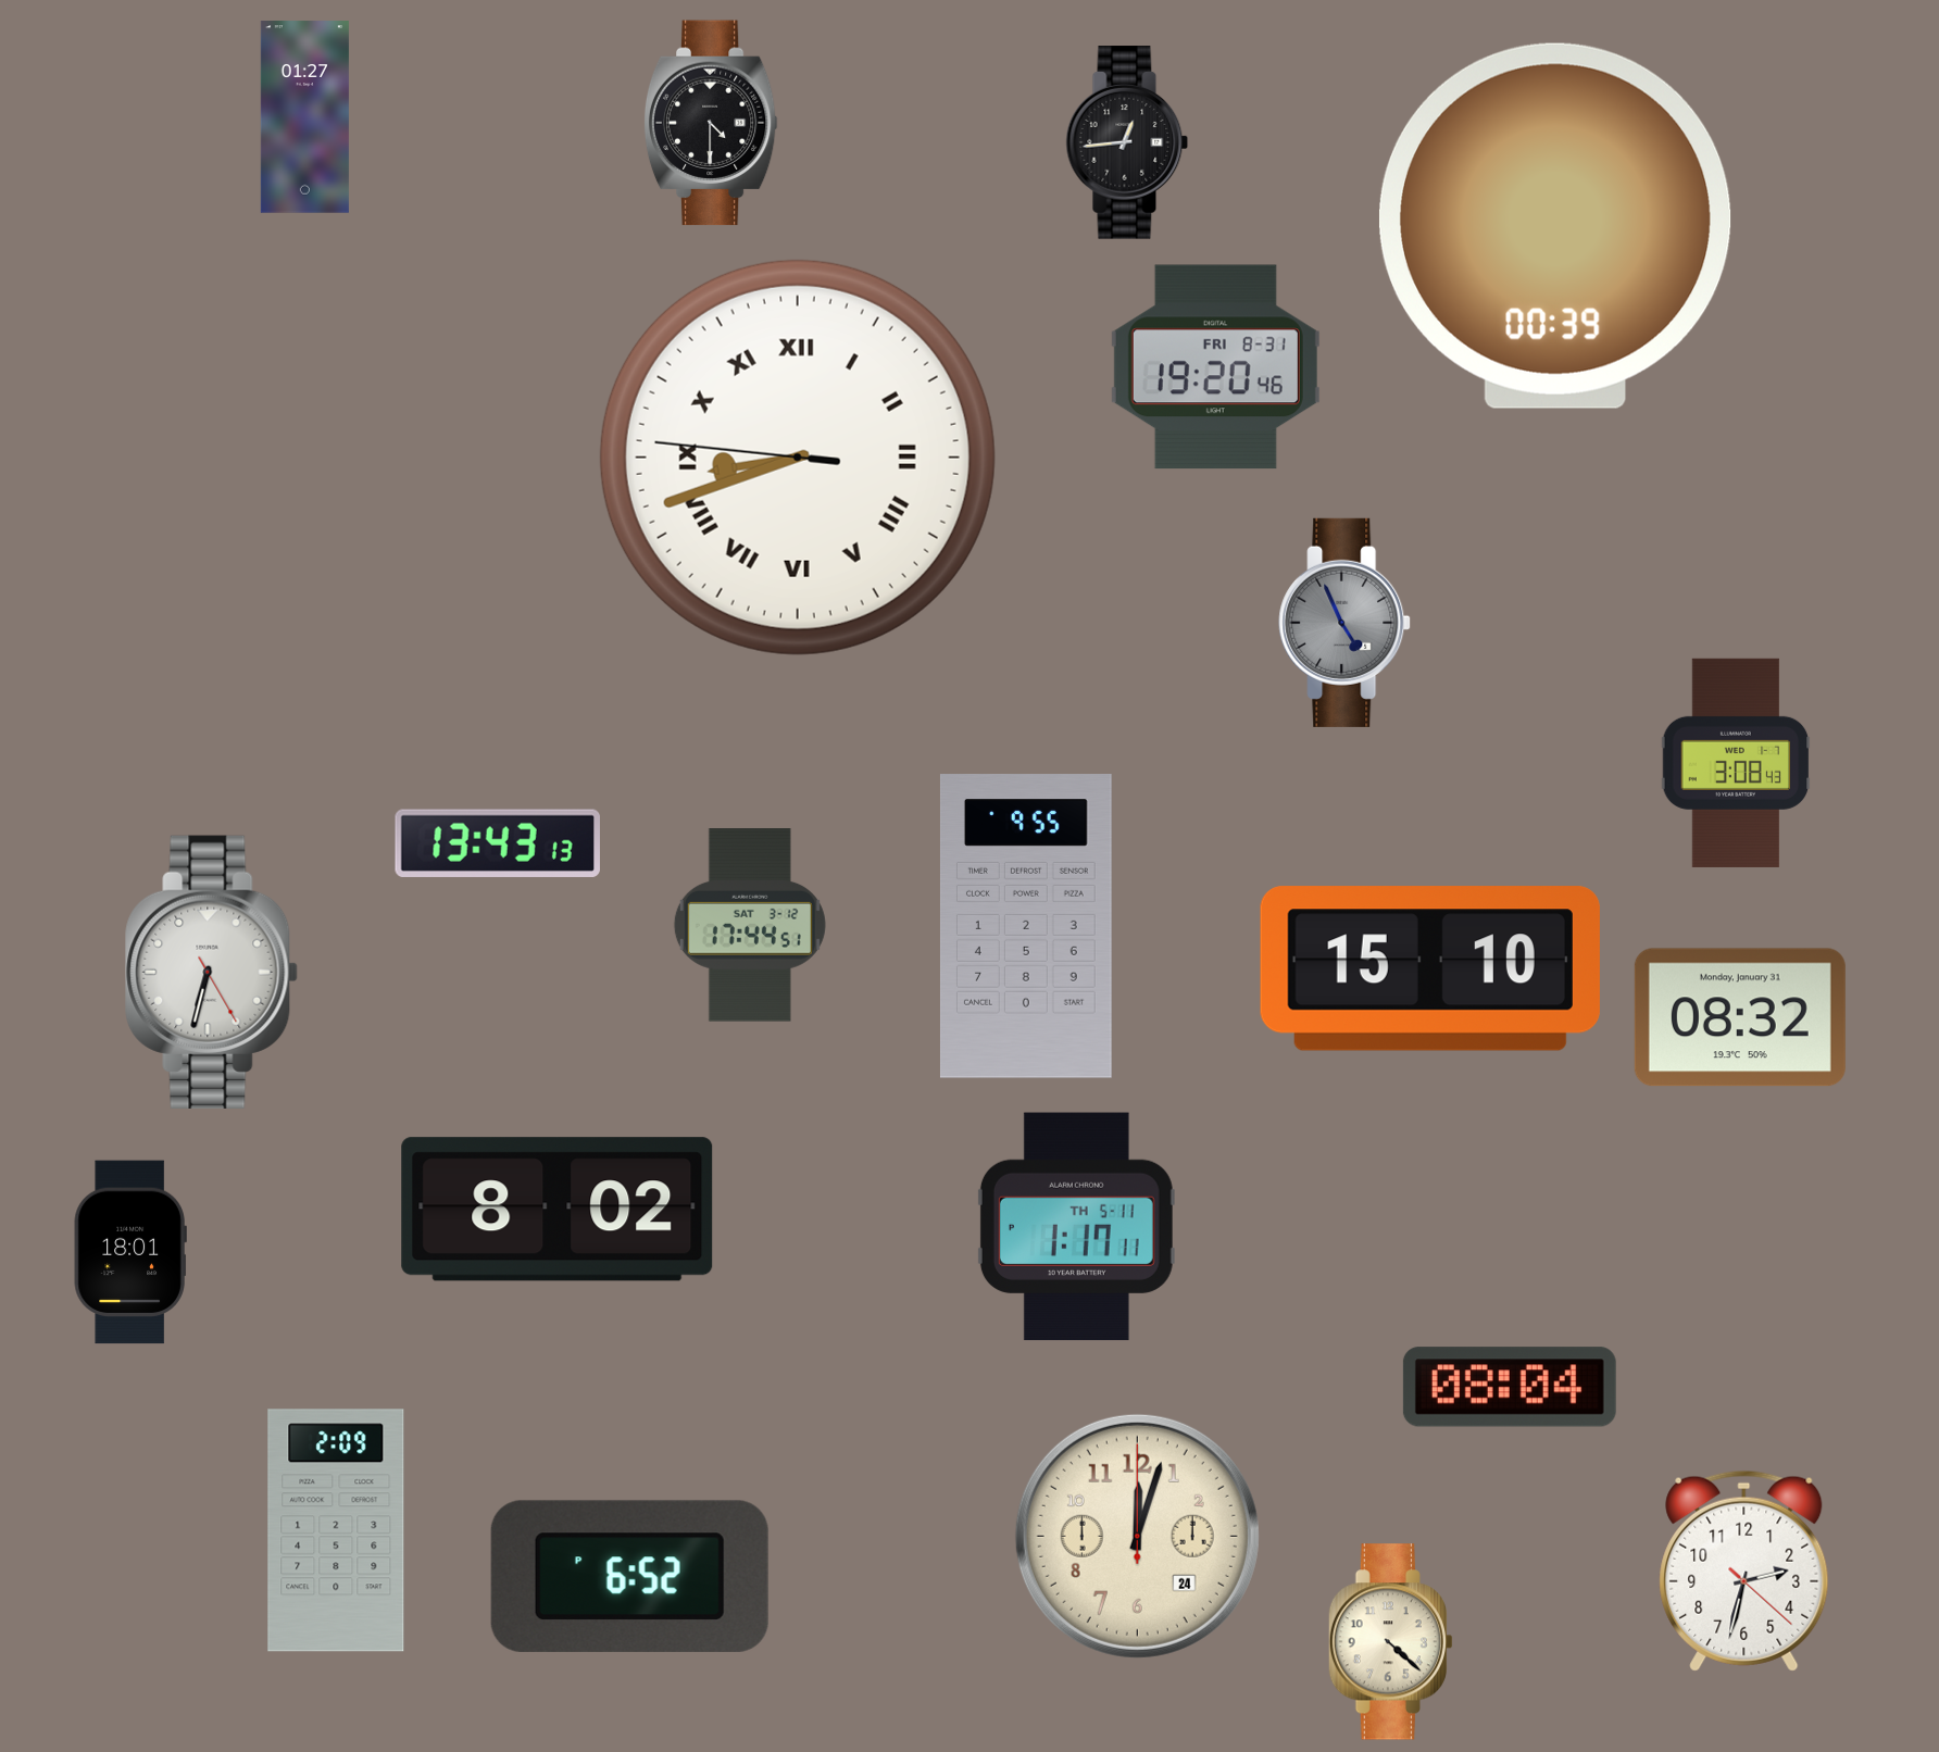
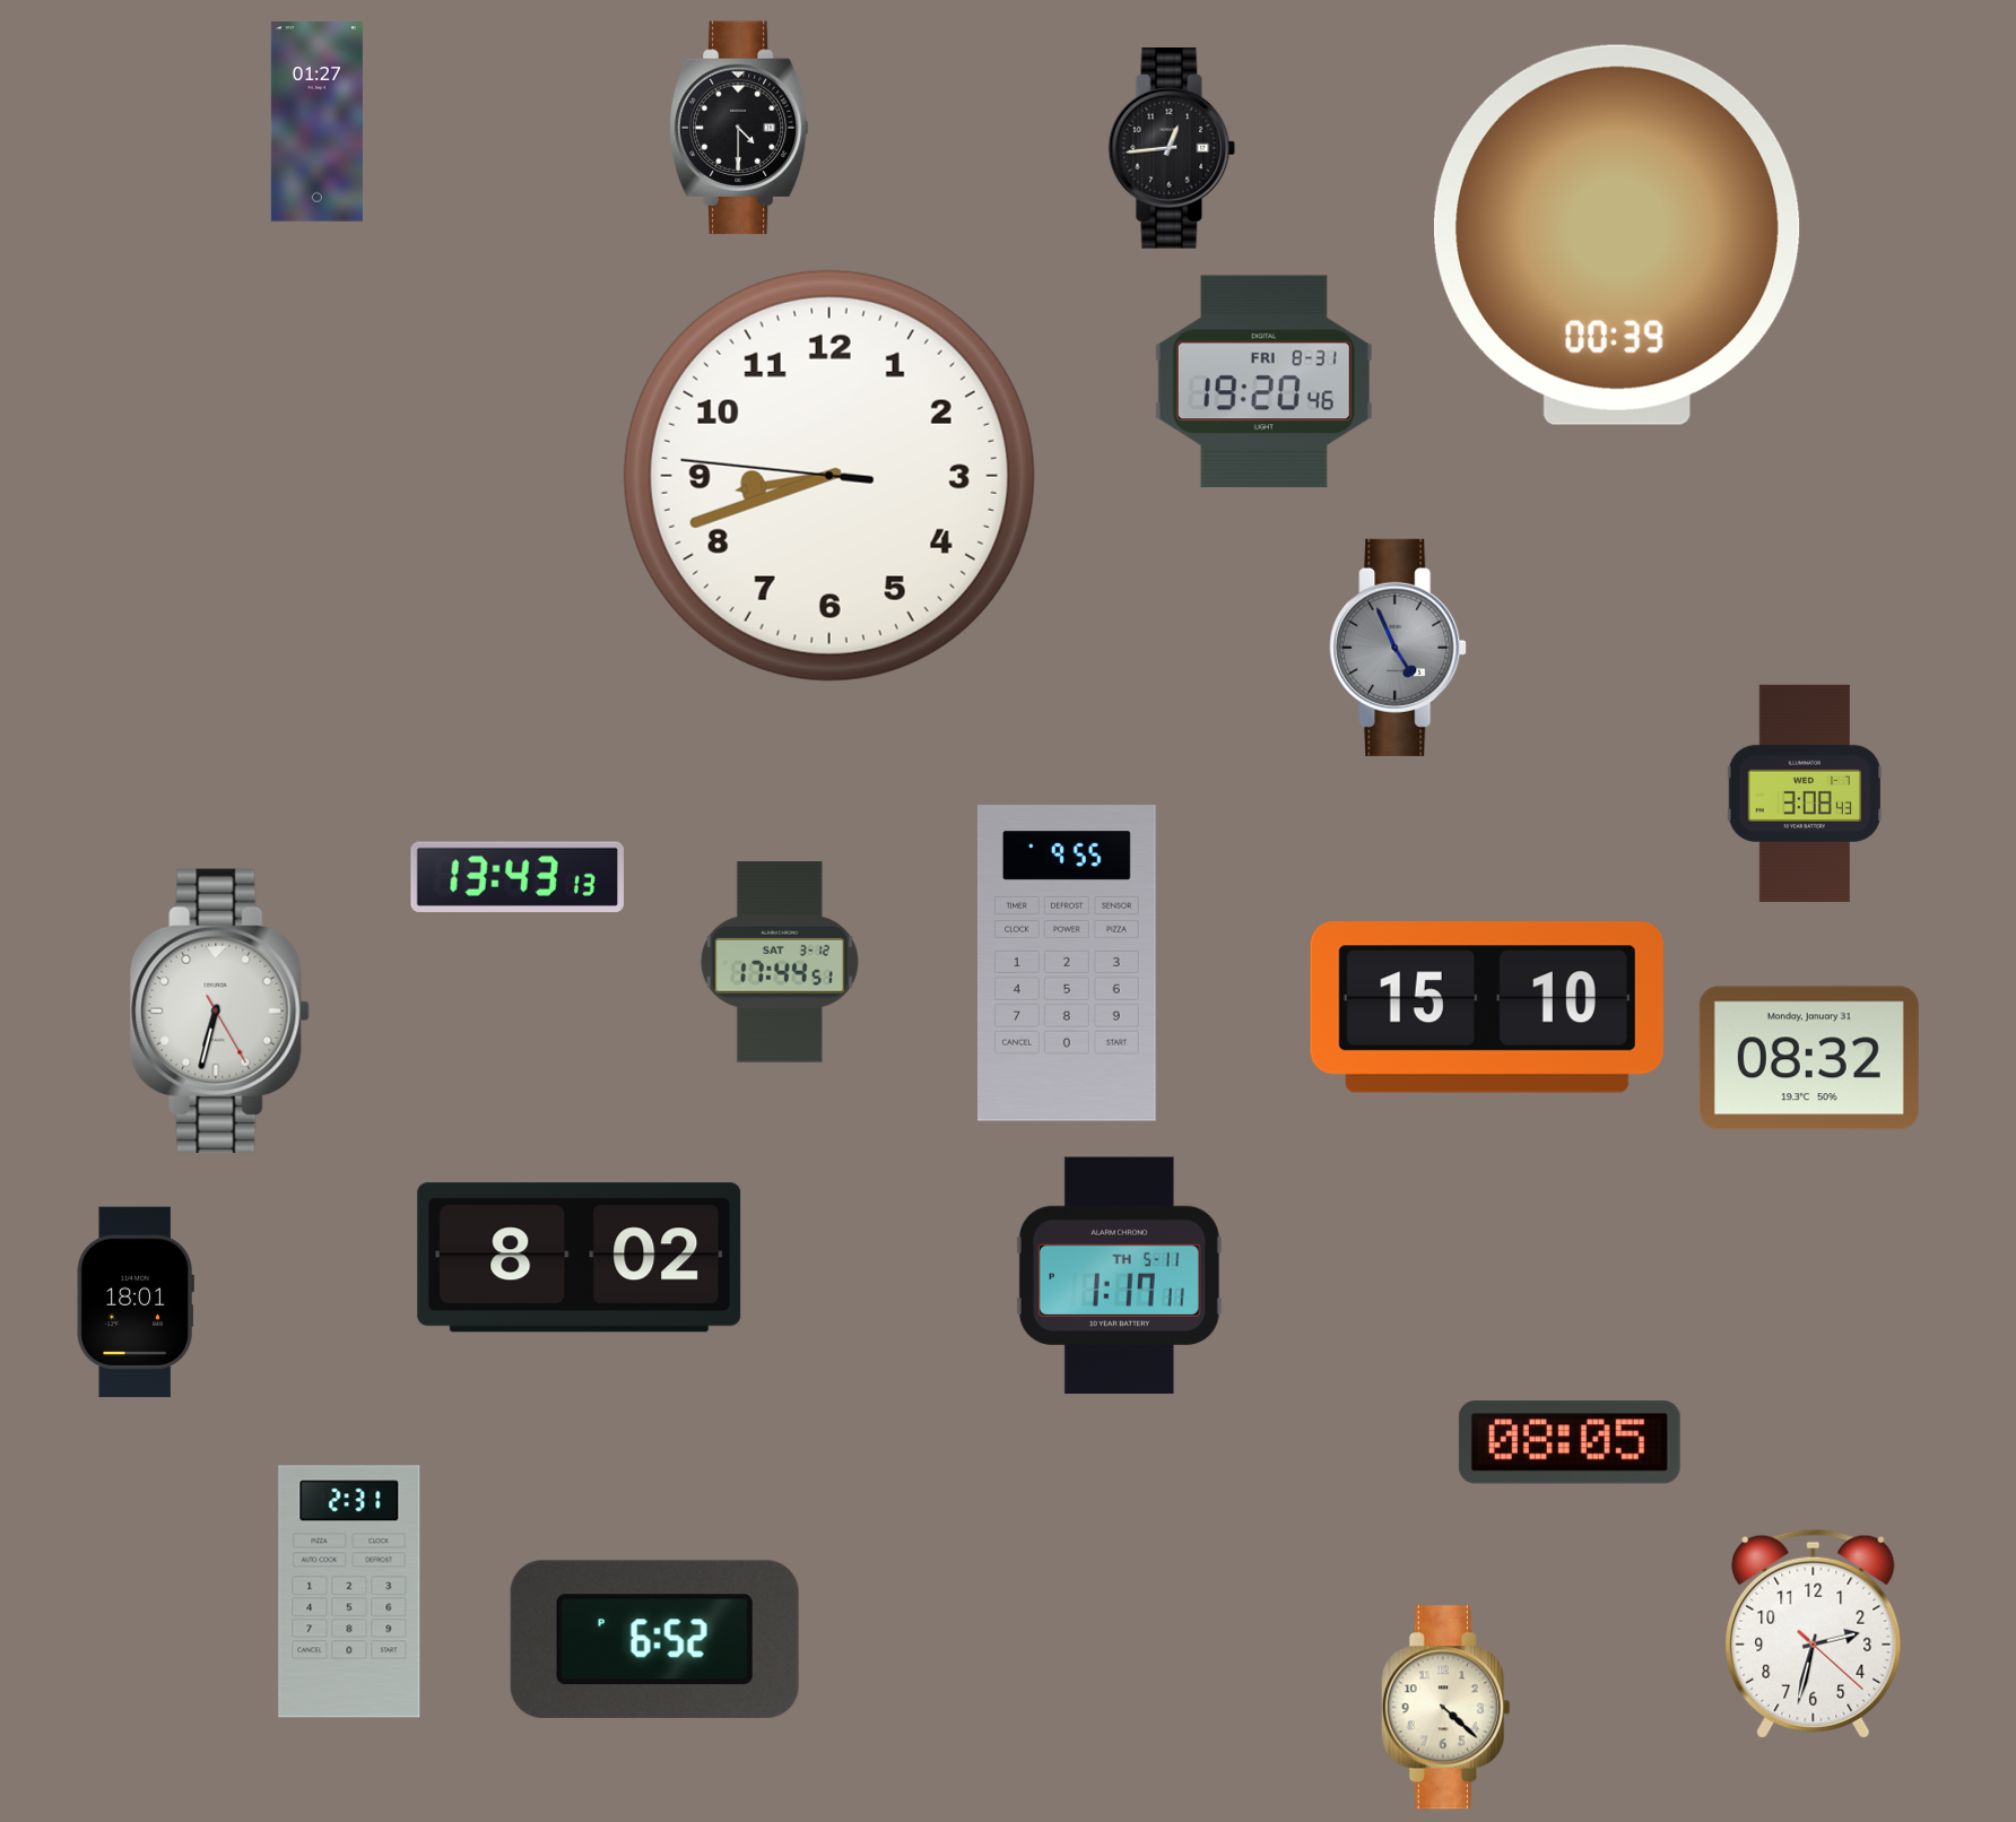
clock at (798, 458) numerals: Roman -> Arabic
clock at (1510, 1387): 08:04 -> 08:05
clock at (336, 1530): 2:09 -> 2:31
clock at (1137, 1536): 12:03 -> none
